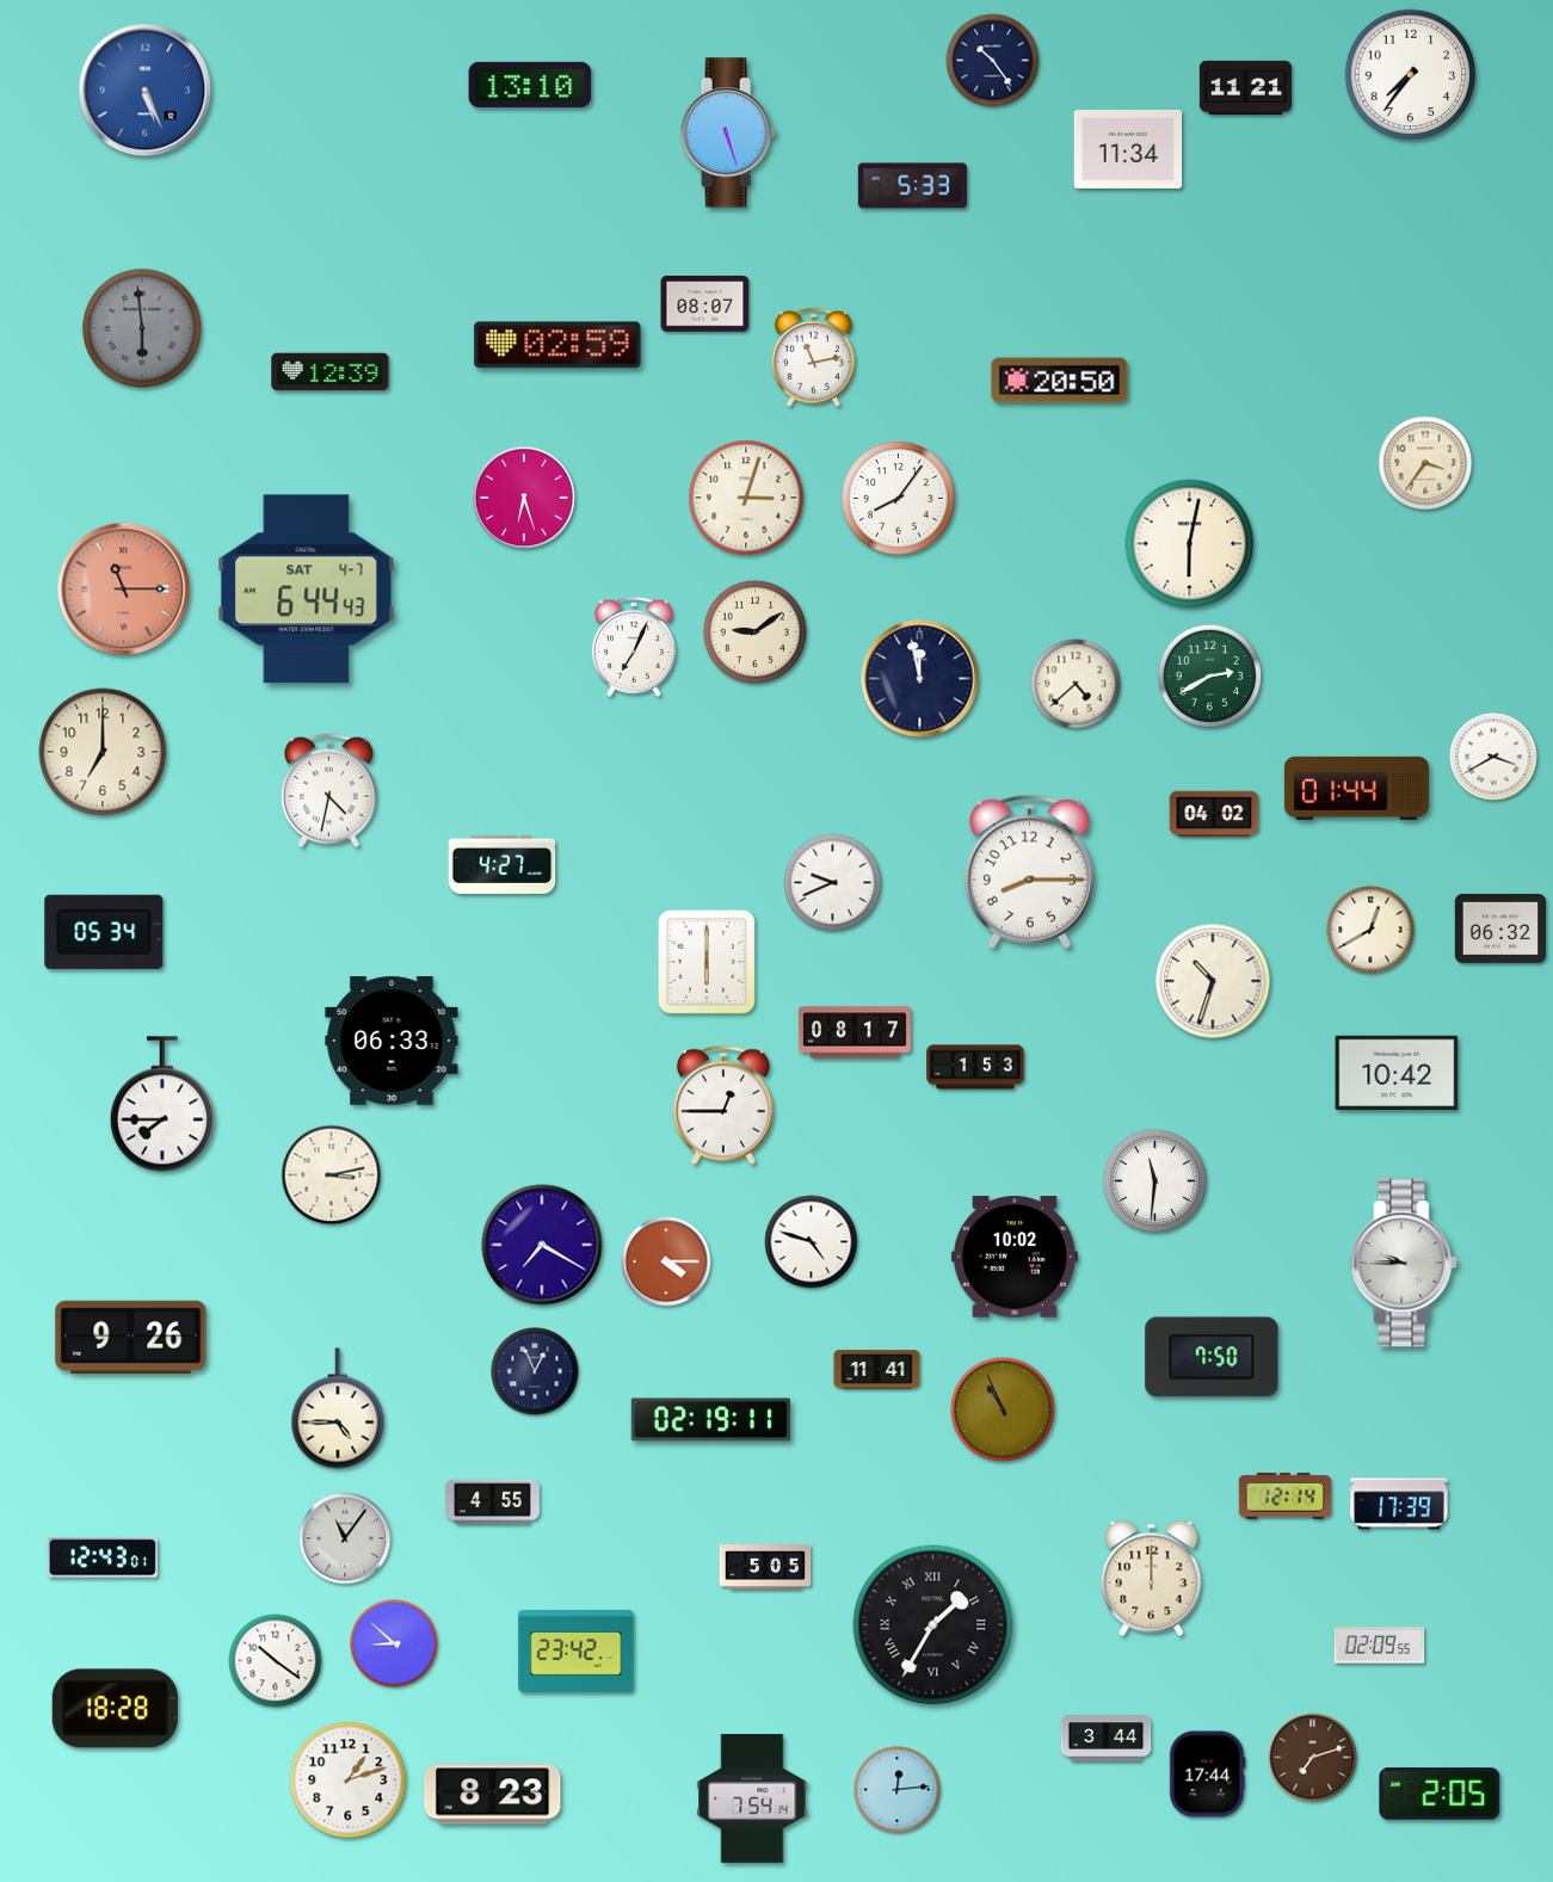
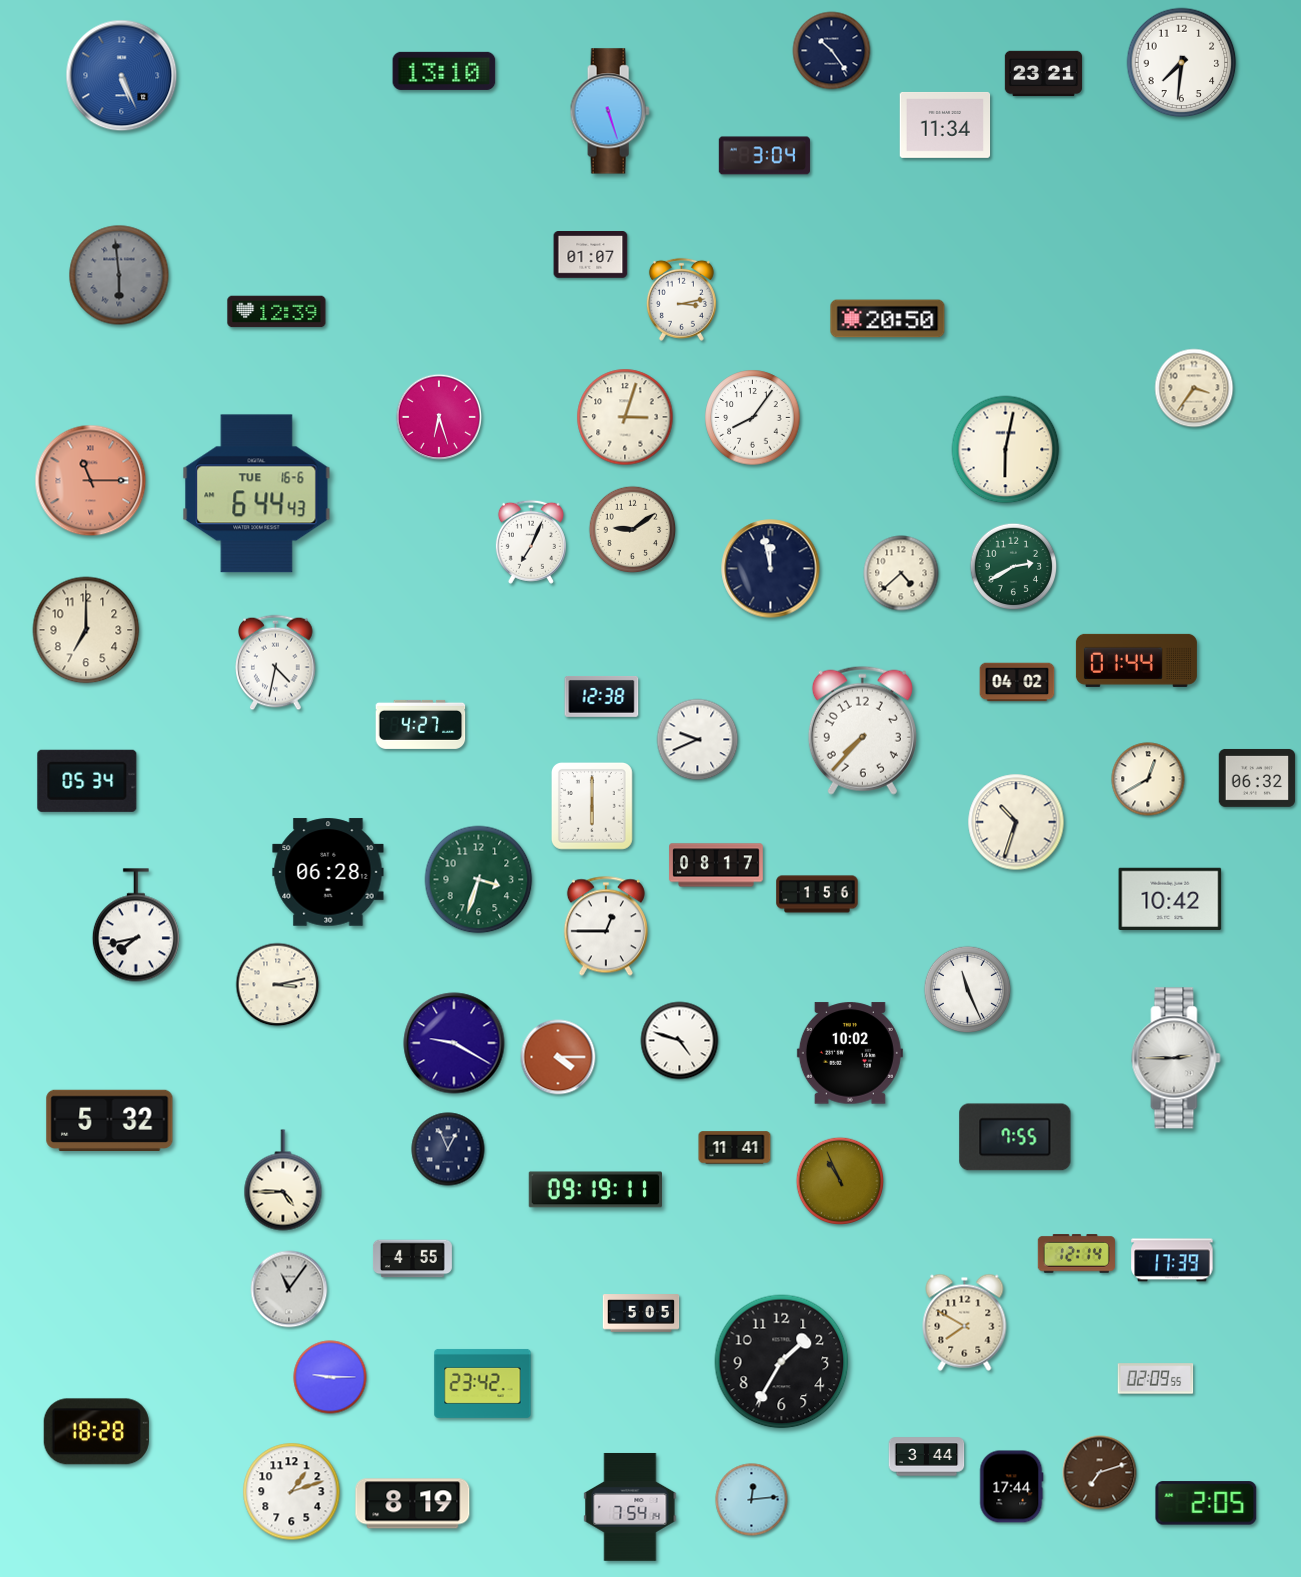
clock at (1411, 75): 7:36 -> 7:31
clock at (1245, 88): 11:21 -> 23:21
clock at (912, 186): 5:33 -> 3:04
clock at (705, 304): 08:07 -> 01:07
clock at (557, 345): 02:59 -> none
clock at (813, 357): 11:13 -> 3:13
clock at (1190, 544) position: (1190, 544) -> (1006, 450)
clock at (124, 590) position: (124, 590) -> (91, 481)
clock at (307, 590) date: SAT 4-7 -> TUE 16-6
clock at (1493, 757): 3:40 -> none
clock at (602, 697): none -> 12:38
clock at (1029, 871): 8:15 -> 7:37
clock at (392, 1041): 06:33 -> 06:28
clock at (479, 880): none -> 3:33
clock at (975, 1067): 1:53 -> 1:56
clock at (162, 1104): 7:45 -> 7:43
clock at (1155, 1181): 11:31 -> 11:26
clock at (542, 1245): 7:20 -> 9:20
clock at (1404, 1263): 9:45 -> 2:45
clock at (131, 1337): 9:26 -> 5:32
clock at (1212, 1357): 7:50 -> 7:55
clock at (710, 1420): 02:19 -> 09:19
clock at (103, 1557): 12:43 -> none
clock at (1152, 1578): 12:00 -> 7:50
clock at (933, 1625) numerals: Roman -> Arabic
clock at (394, 1643): 8:52 -> 9:15
clock at (276, 1661): 10:21 -> none
clock at (493, 1795): 8:23 -> 8:19
